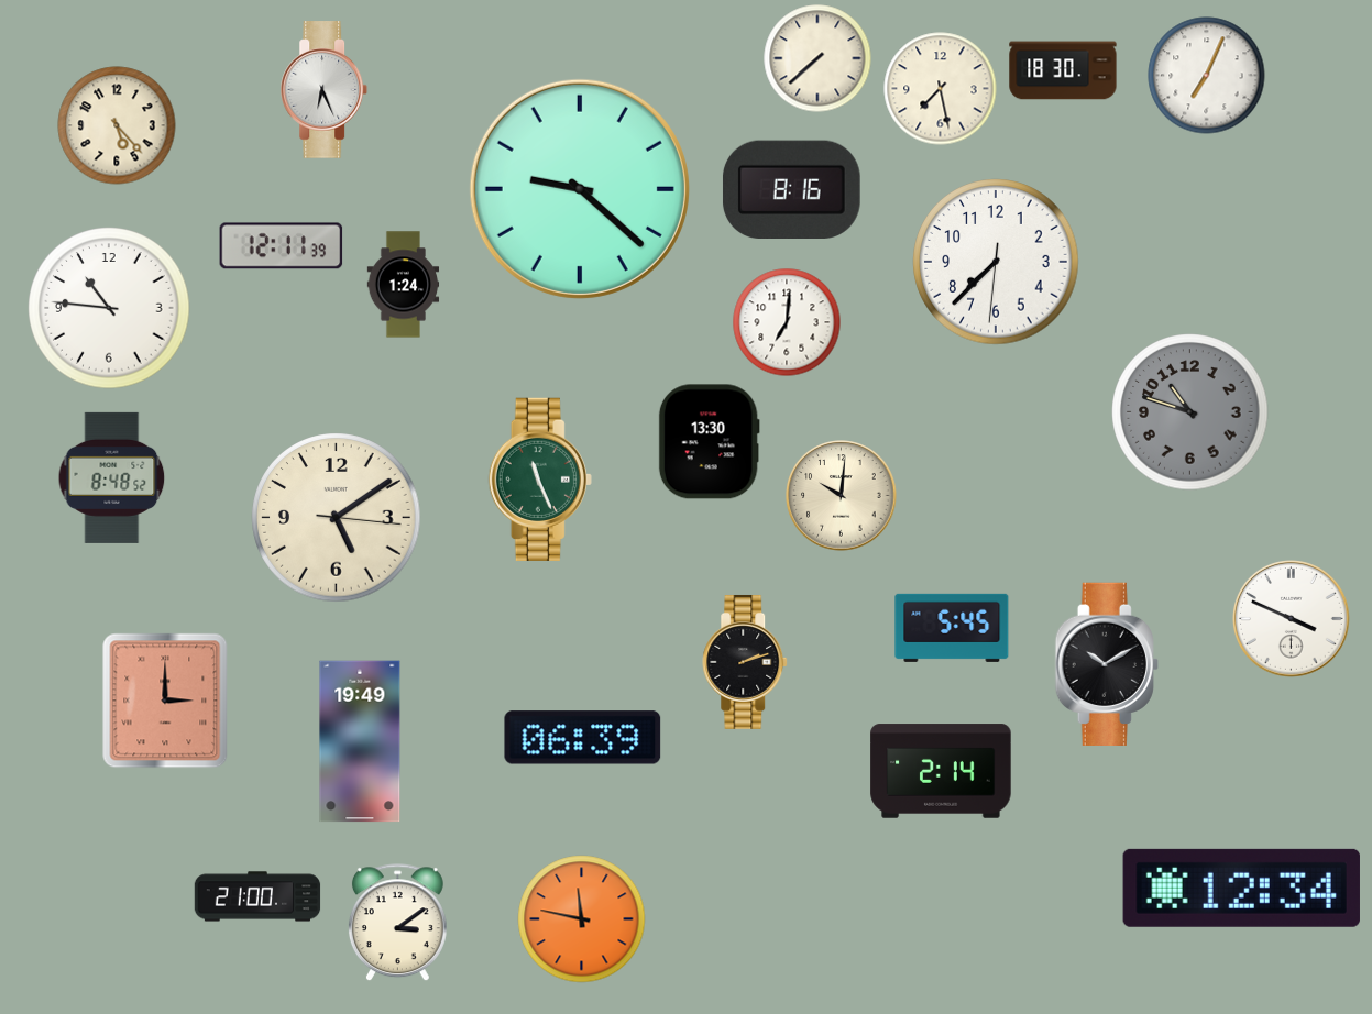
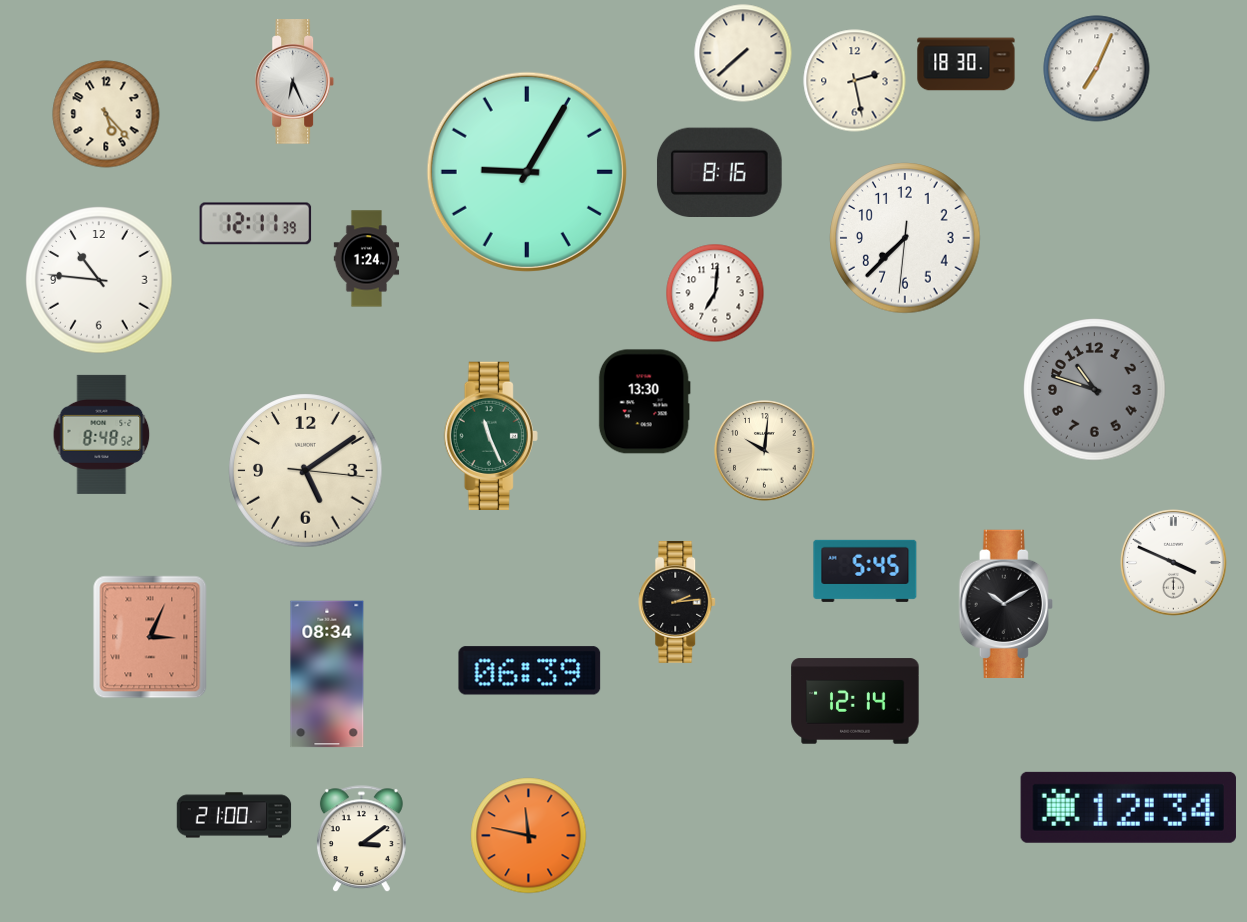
clock at (941, 89): 7:28 -> 2:28
clock at (580, 189): 9:22 -> 9:05
clock at (1190, 412) position: (1190, 412) -> (1095, 390)
clock at (746, 662): 2:12 -> 2:14
clock at (165, 701): 3:00 -> 3:04
clock at (360, 741): 19:49 -> 08:34
clock at (941, 771): 2:14 -> 12:14
